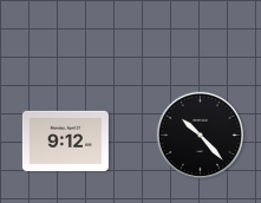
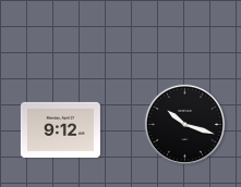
clock at (200, 135): 10:23 -> 10:18
